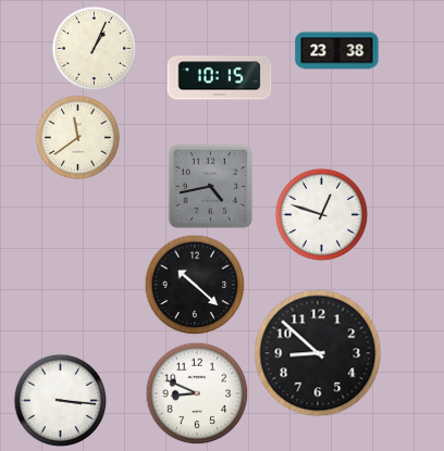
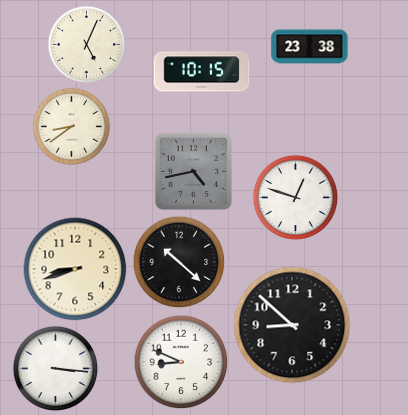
clock at (94, 48): 1:04 -> 5:04
clock at (77, 137): 11:39 -> 8:39
clock at (75, 269): none -> 8:42
